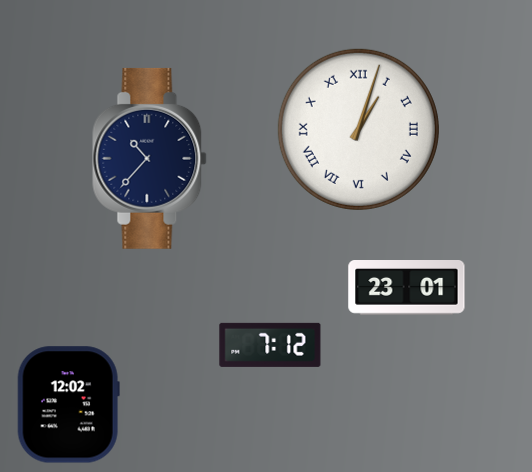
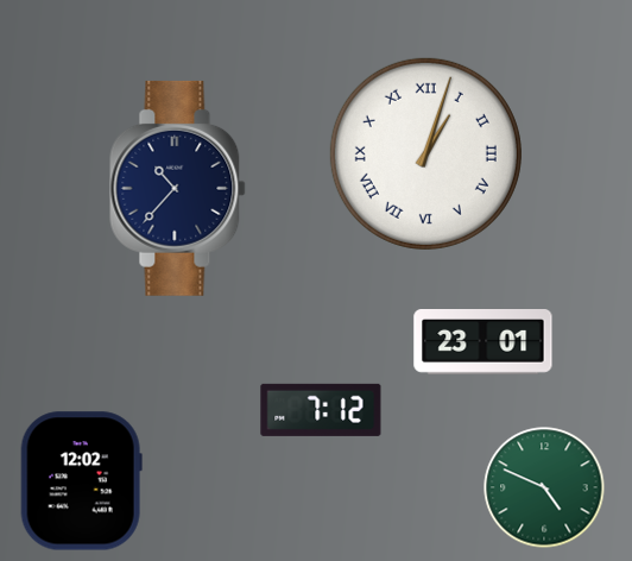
clock at (544, 487): none -> 4:49
